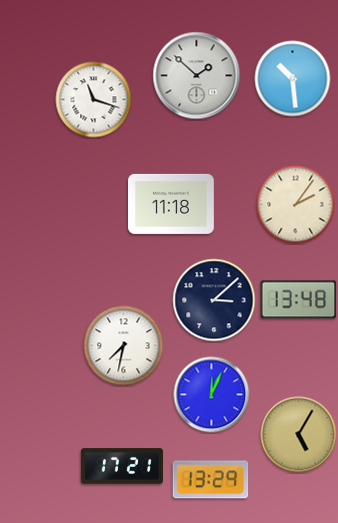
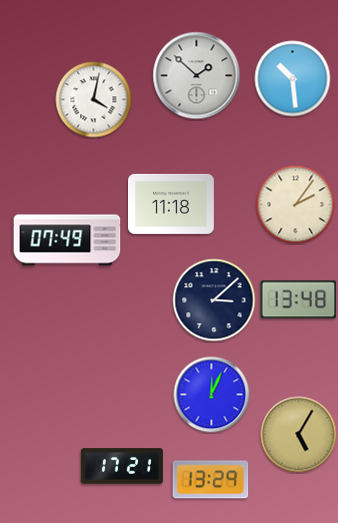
clock at (94, 100): 11:18 -> 4:02
clock at (67, 240): none -> 07:49
clock at (124, 346): 7:32 -> none
